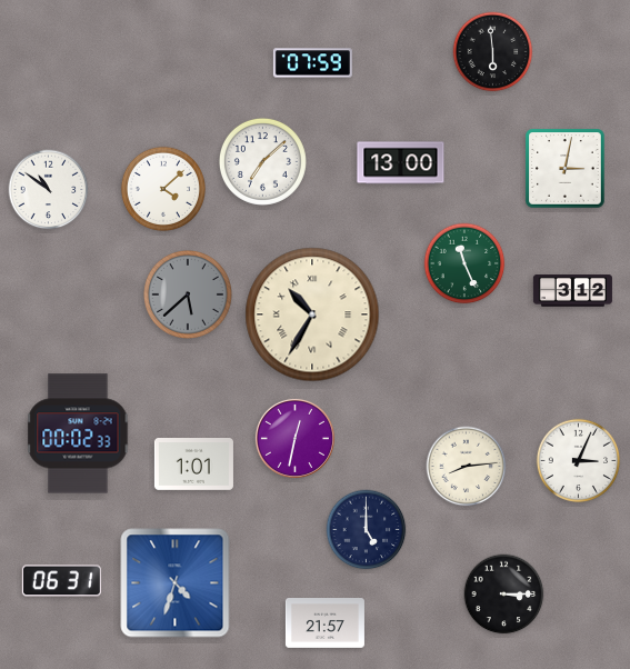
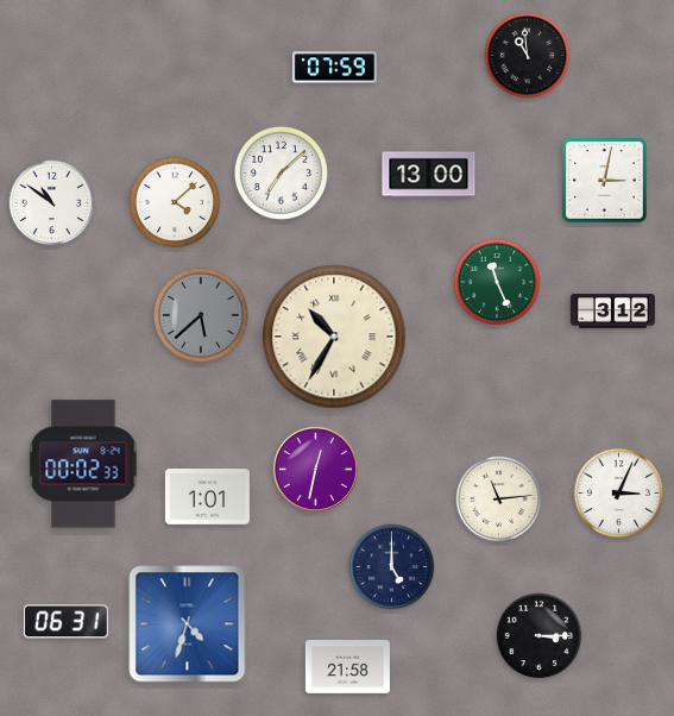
clock at (493, 52): 5:59 -> 10:59
clock at (467, 467): 8:14 -> 11:14
clock at (324, 623): 21:57 -> 21:58
